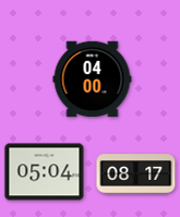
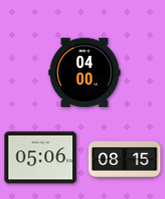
clock at (45, 172): 05:04 -> 05:06
clock at (136, 174): 08:17 -> 08:15
